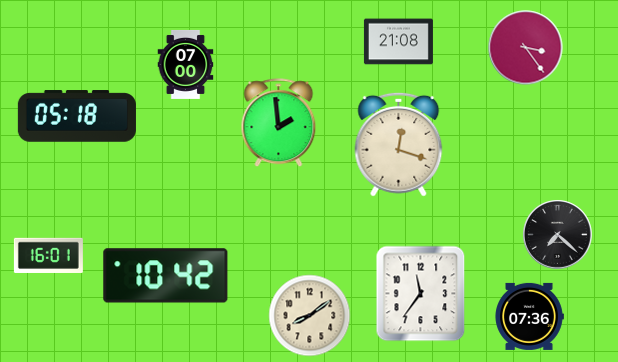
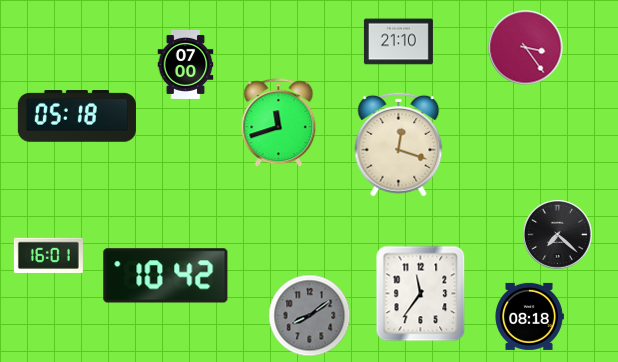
clock at (398, 42): 21:08 -> 21:10
clock at (279, 123): 1:59 -> 11:42
clock at (310, 316) dial: cream -> grey
clock at (529, 316): 07:36 -> 08:18
